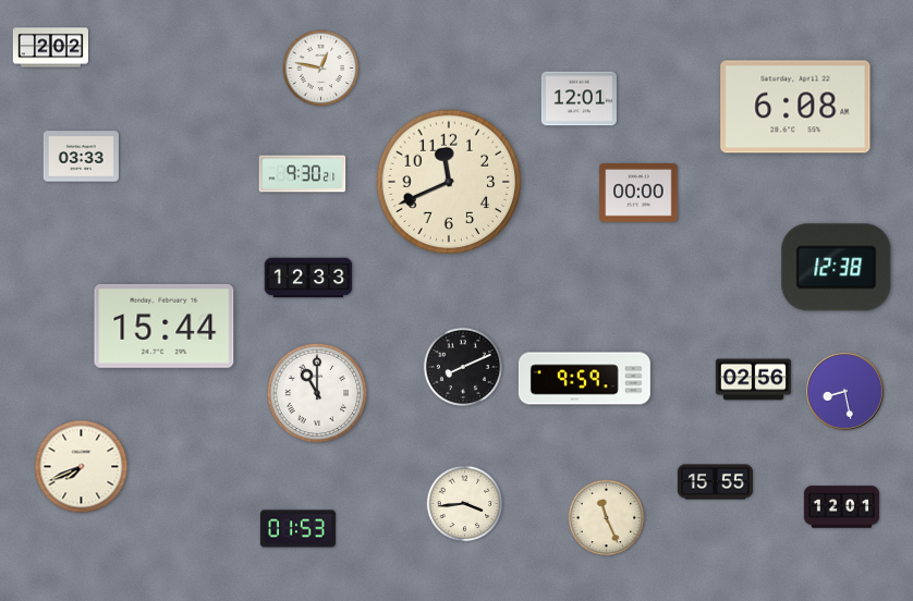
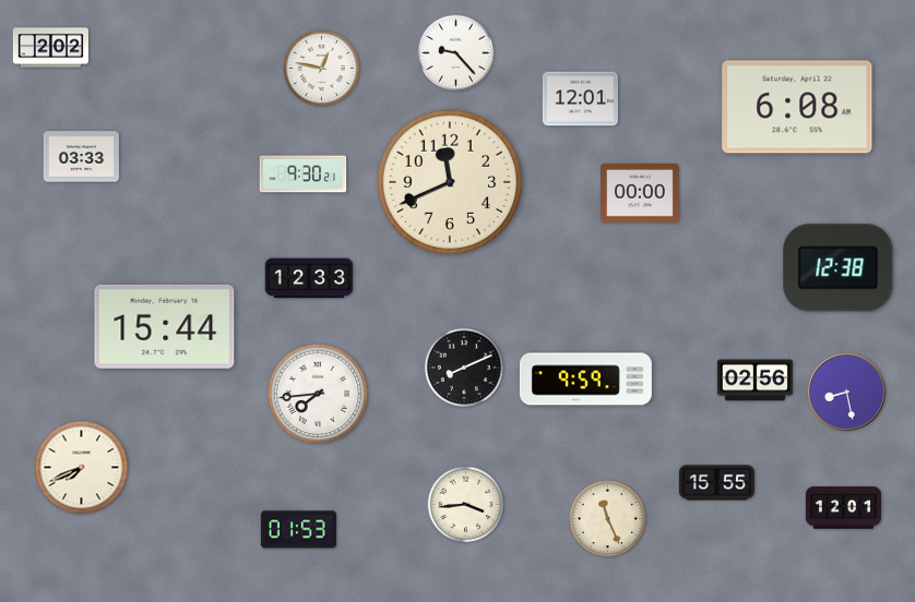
clock at (456, 53): none -> 9:23
clock at (317, 393): 11:00 -> 7:44
